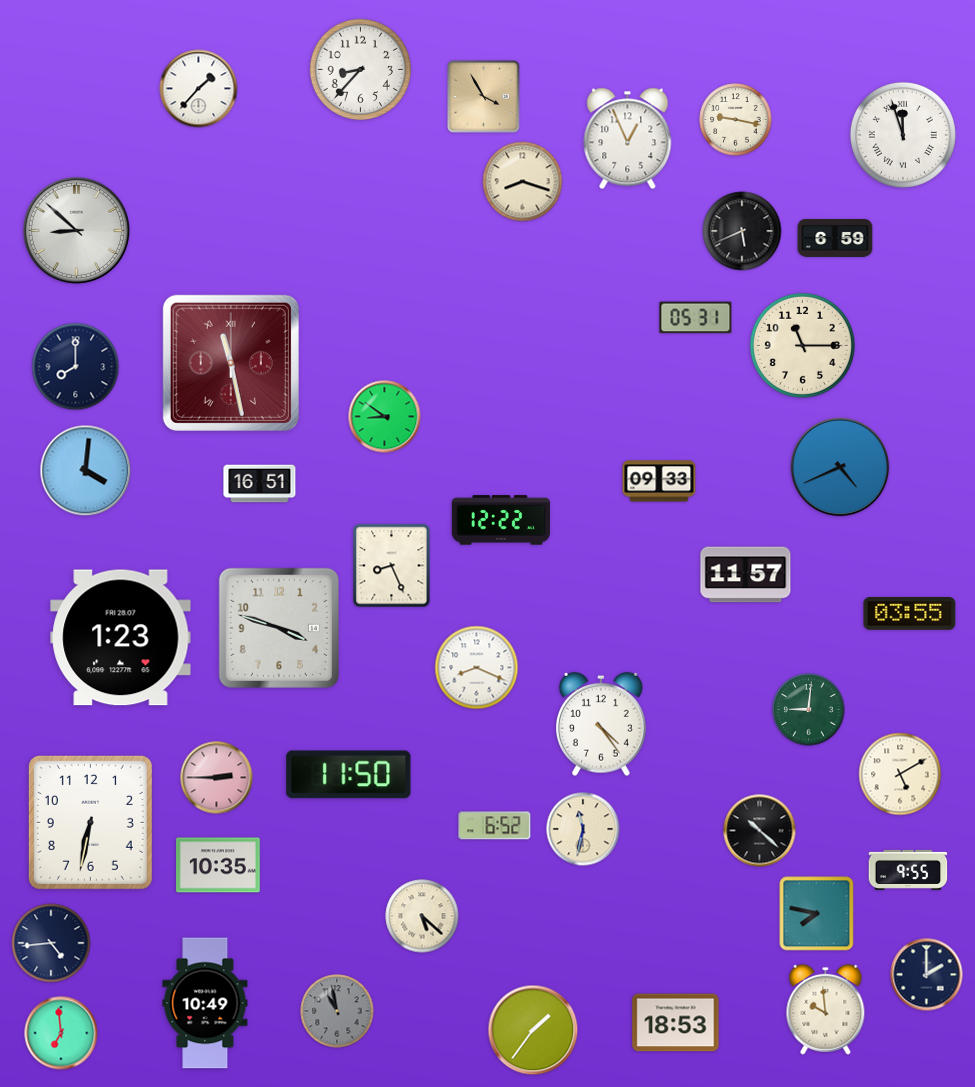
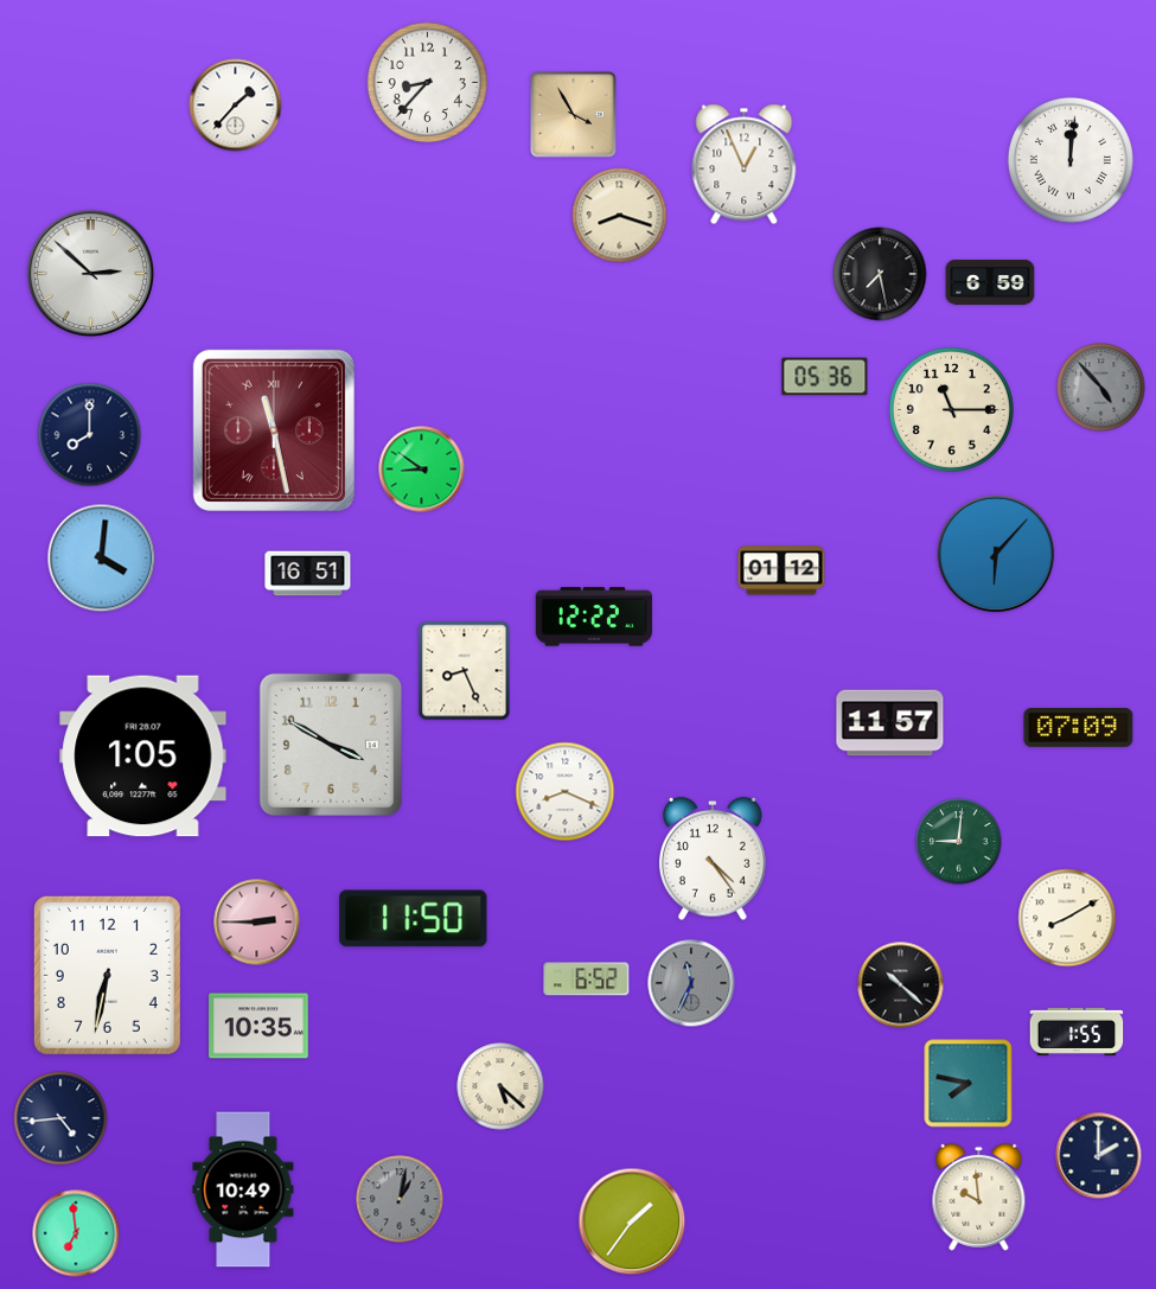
clock at (736, 120): 9:17 -> none
clock at (903, 135): 11:57 -> 12:01
clock at (77, 231): 8:52 -> 2:52
clock at (742, 231): 5:41 -> 7:28
clock at (696, 318): 05:31 -> 05:36
clock at (1101, 388): none -> 4:53
clock at (385, 417) position: (385, 417) -> (422, 470)
clock at (840, 467): 4:41 -> 6:07
clock at (659, 481): 09:33 -> 01:12
clock at (746, 575) position: (746, 575) -> (890, 723)
clock at (910, 614): 03:55 -> 07:09
clock at (279, 628): 3:48 -> 3:50
clock at (121, 638): 1:23 -> 1:05
clock at (900, 774): 5:10 -> 8:10
clock at (583, 829): 11:32 -> 11:34
clock at (583, 829) dial: cream -> grey
clock at (908, 870): 9:55 -> 1:55
clock at (337, 1011): 10:58 -> 1:02
clock at (676, 1023): 18:53 -> none
clock at (61, 1033) position: (61, 1033) -> (76, 1233)
